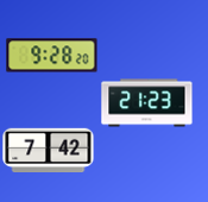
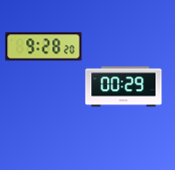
clock at (147, 103): 21:23 -> 00:29
clock at (49, 151): 7:42 -> none
